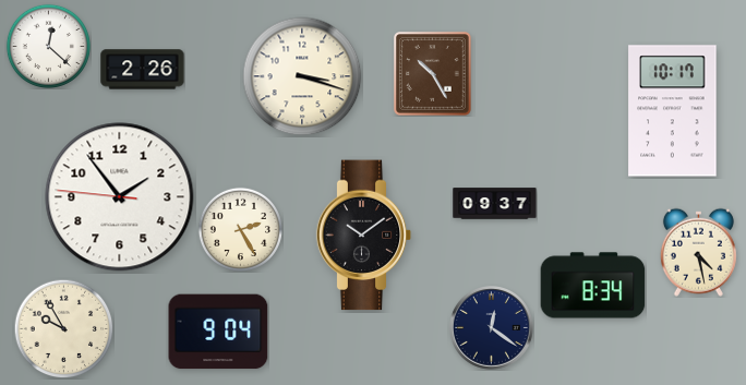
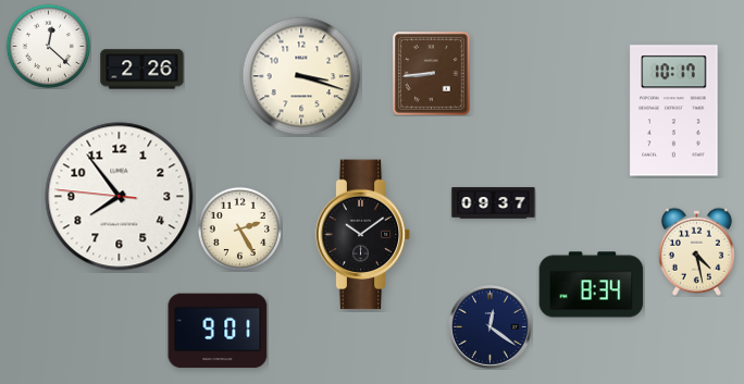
clock at (433, 74): 10:25 -> 8:44
clock at (673, 111) position: (673, 111) -> (674, 111)
clock at (120, 197): 1:53 -> 7:53
clock at (63, 328): 9:55 -> none
clock at (218, 332): 9:04 -> 9:01
